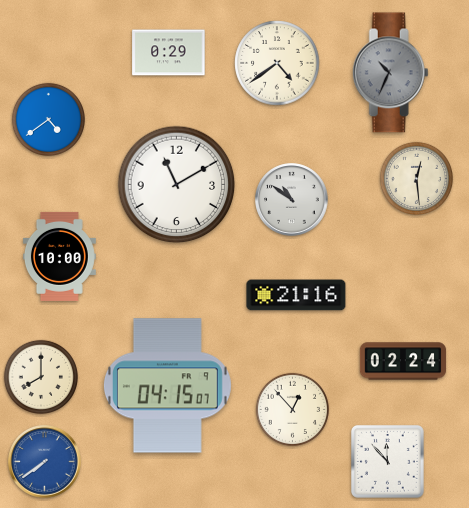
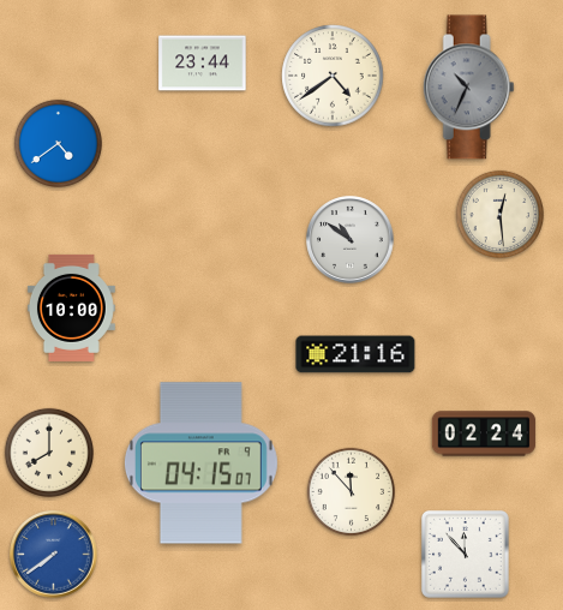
clock at (169, 53): 0:29 -> 23:44
clock at (177, 185): 11:10 -> none
clock at (292, 409): 12:53 -> 11:53
